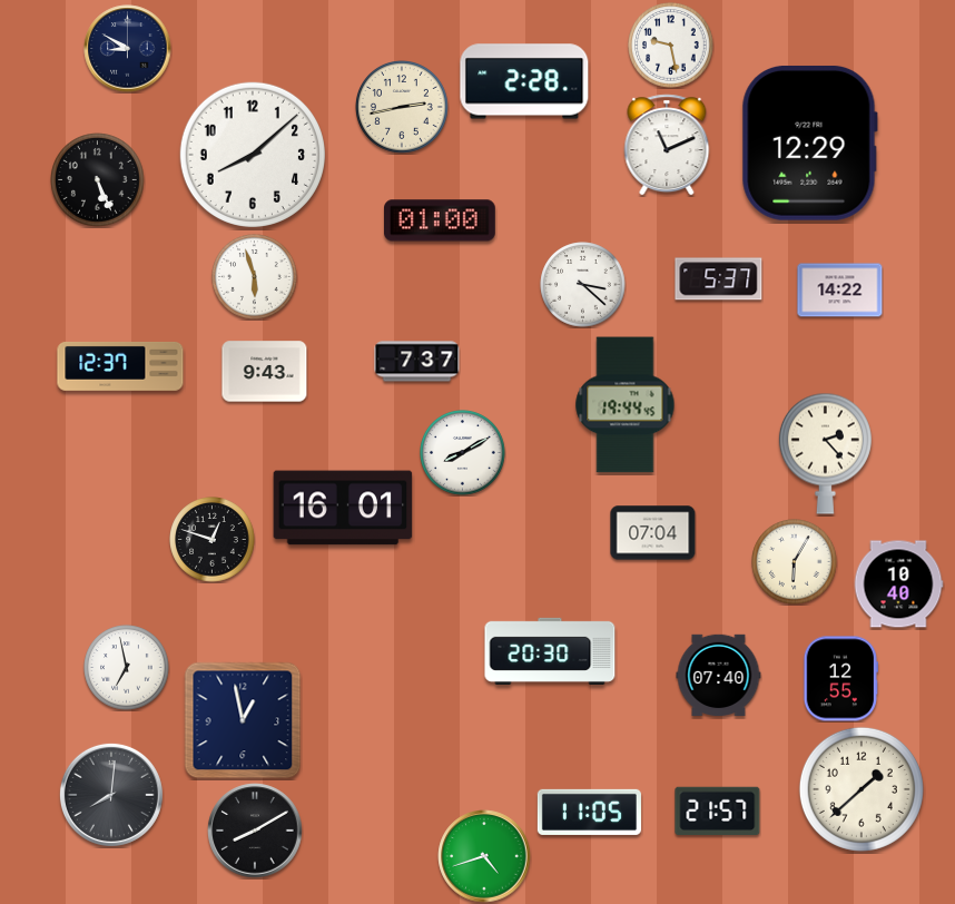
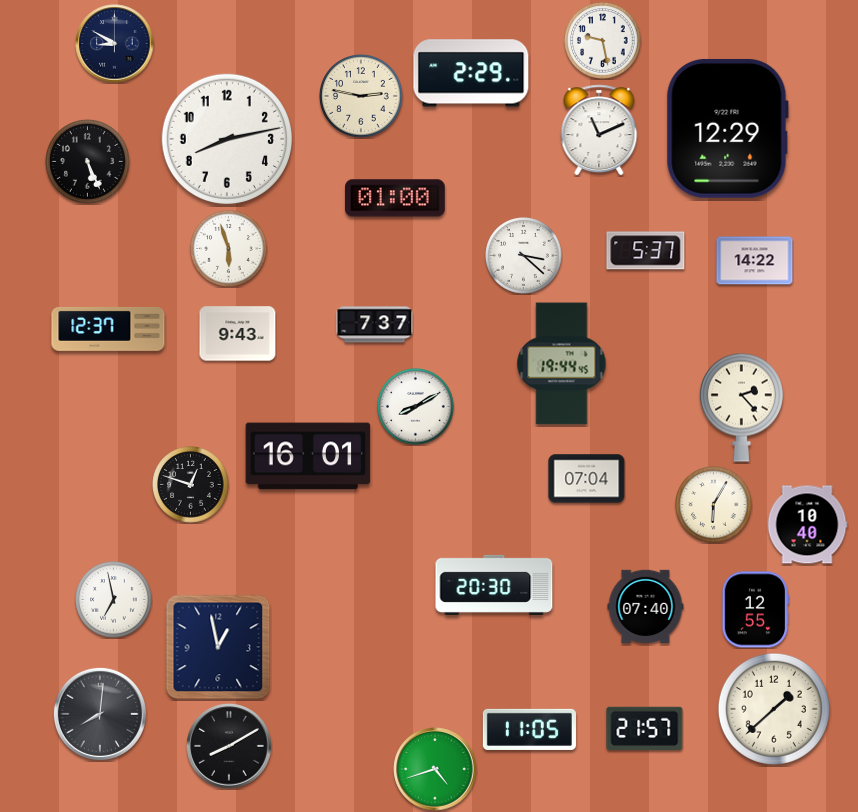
clock at (524, 81): 2:28 -> 2:29
clock at (403, 108): 2:43 -> 2:47
clock at (252, 154): 8:08 -> 8:13
